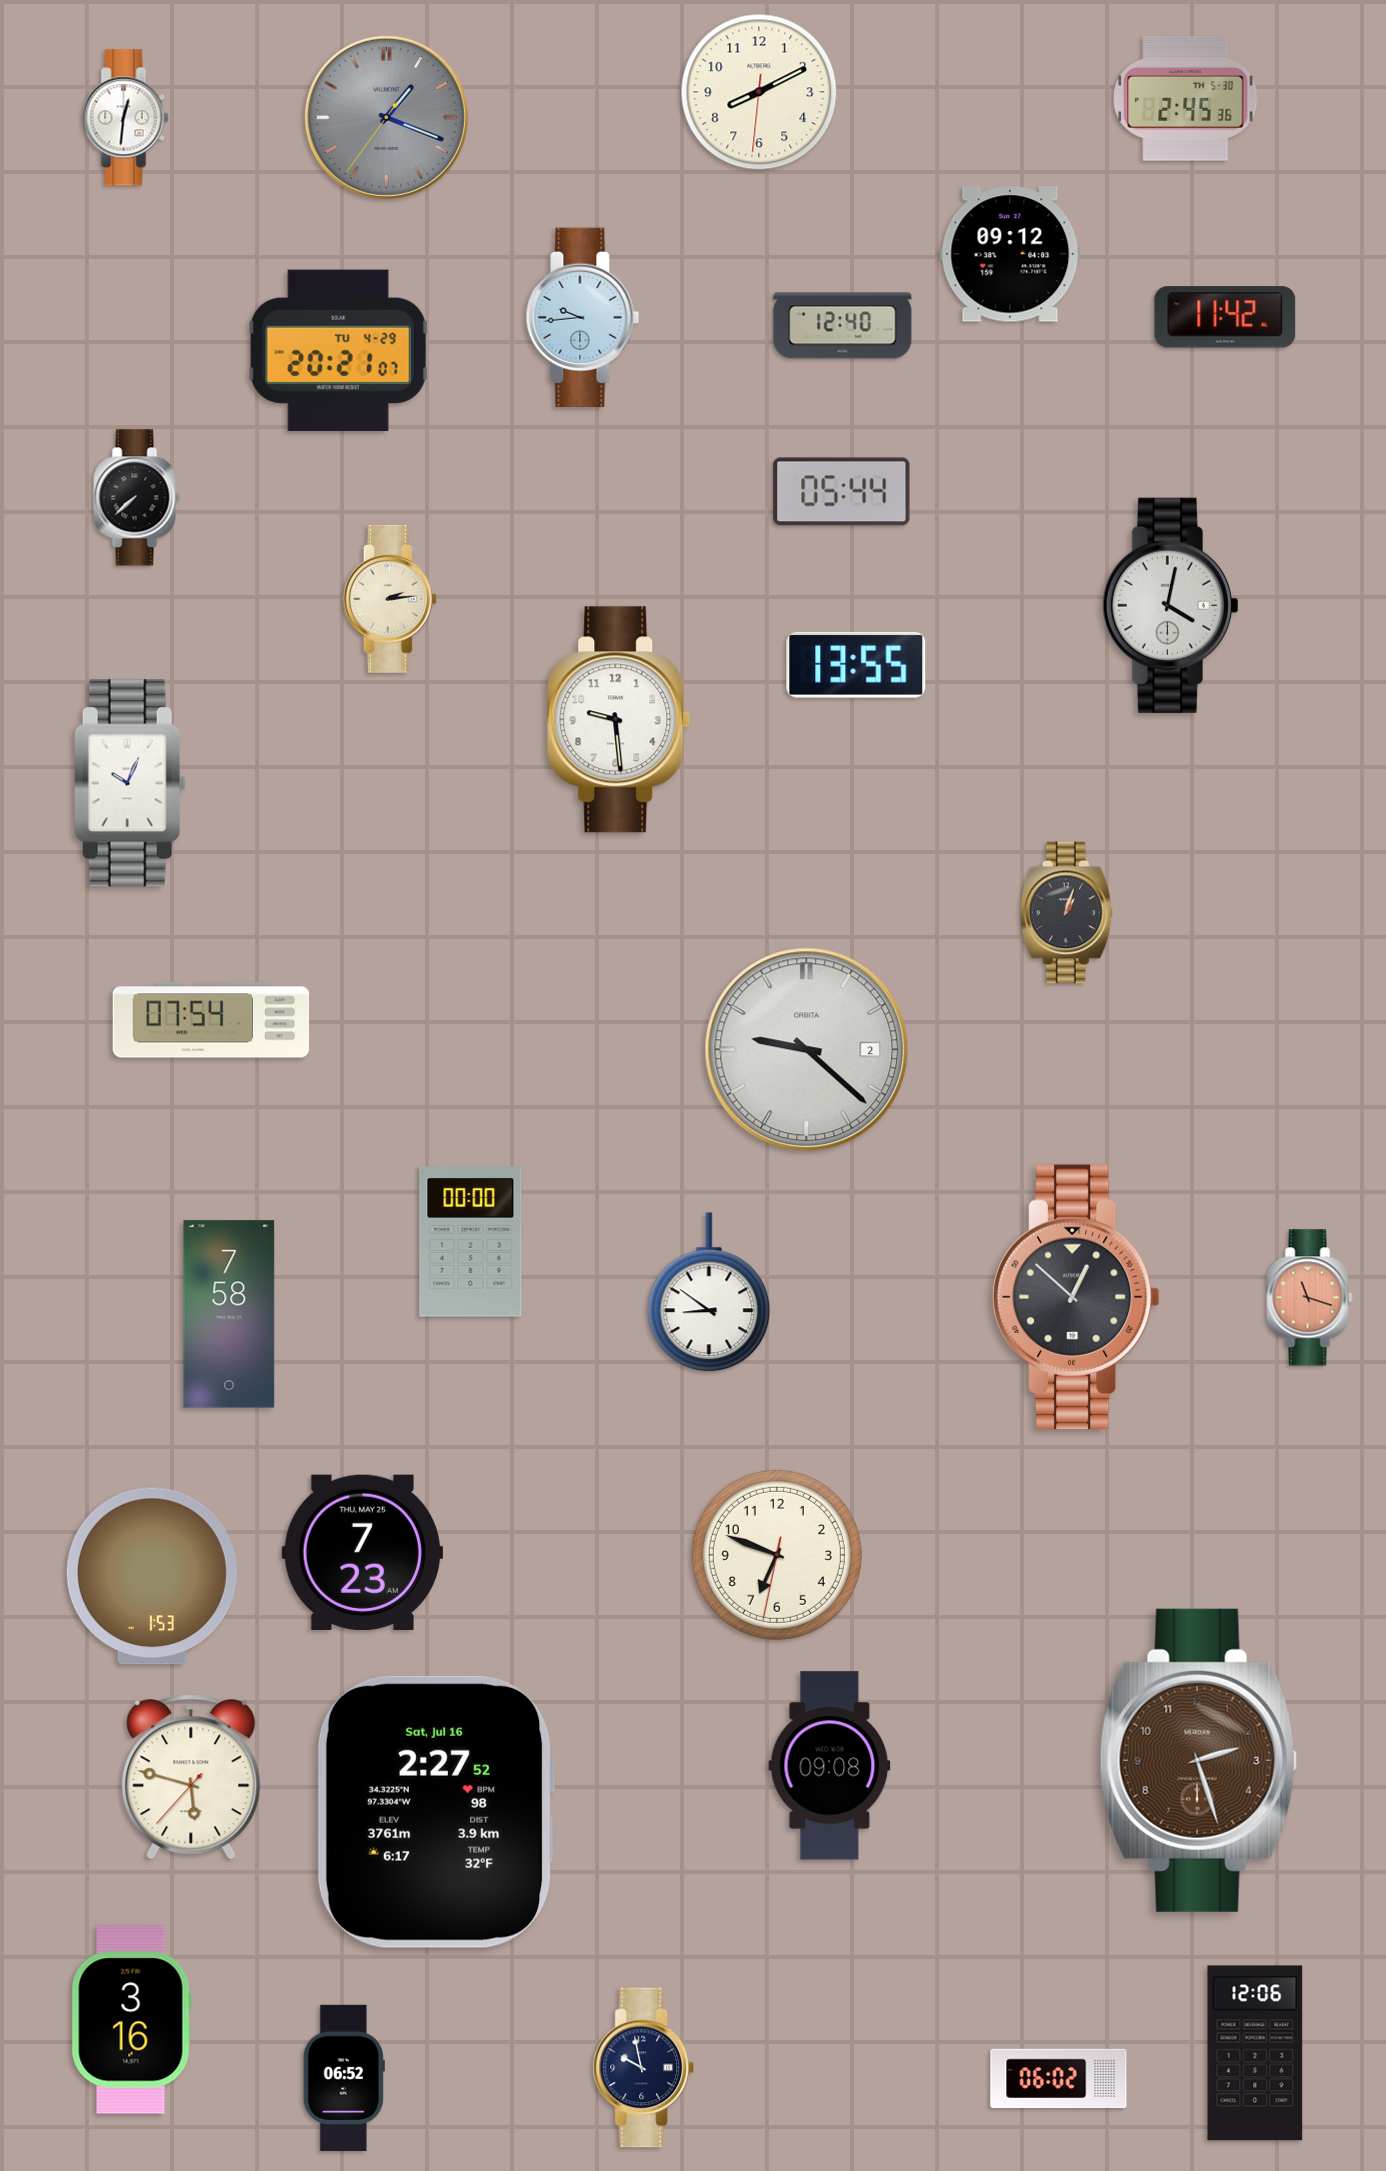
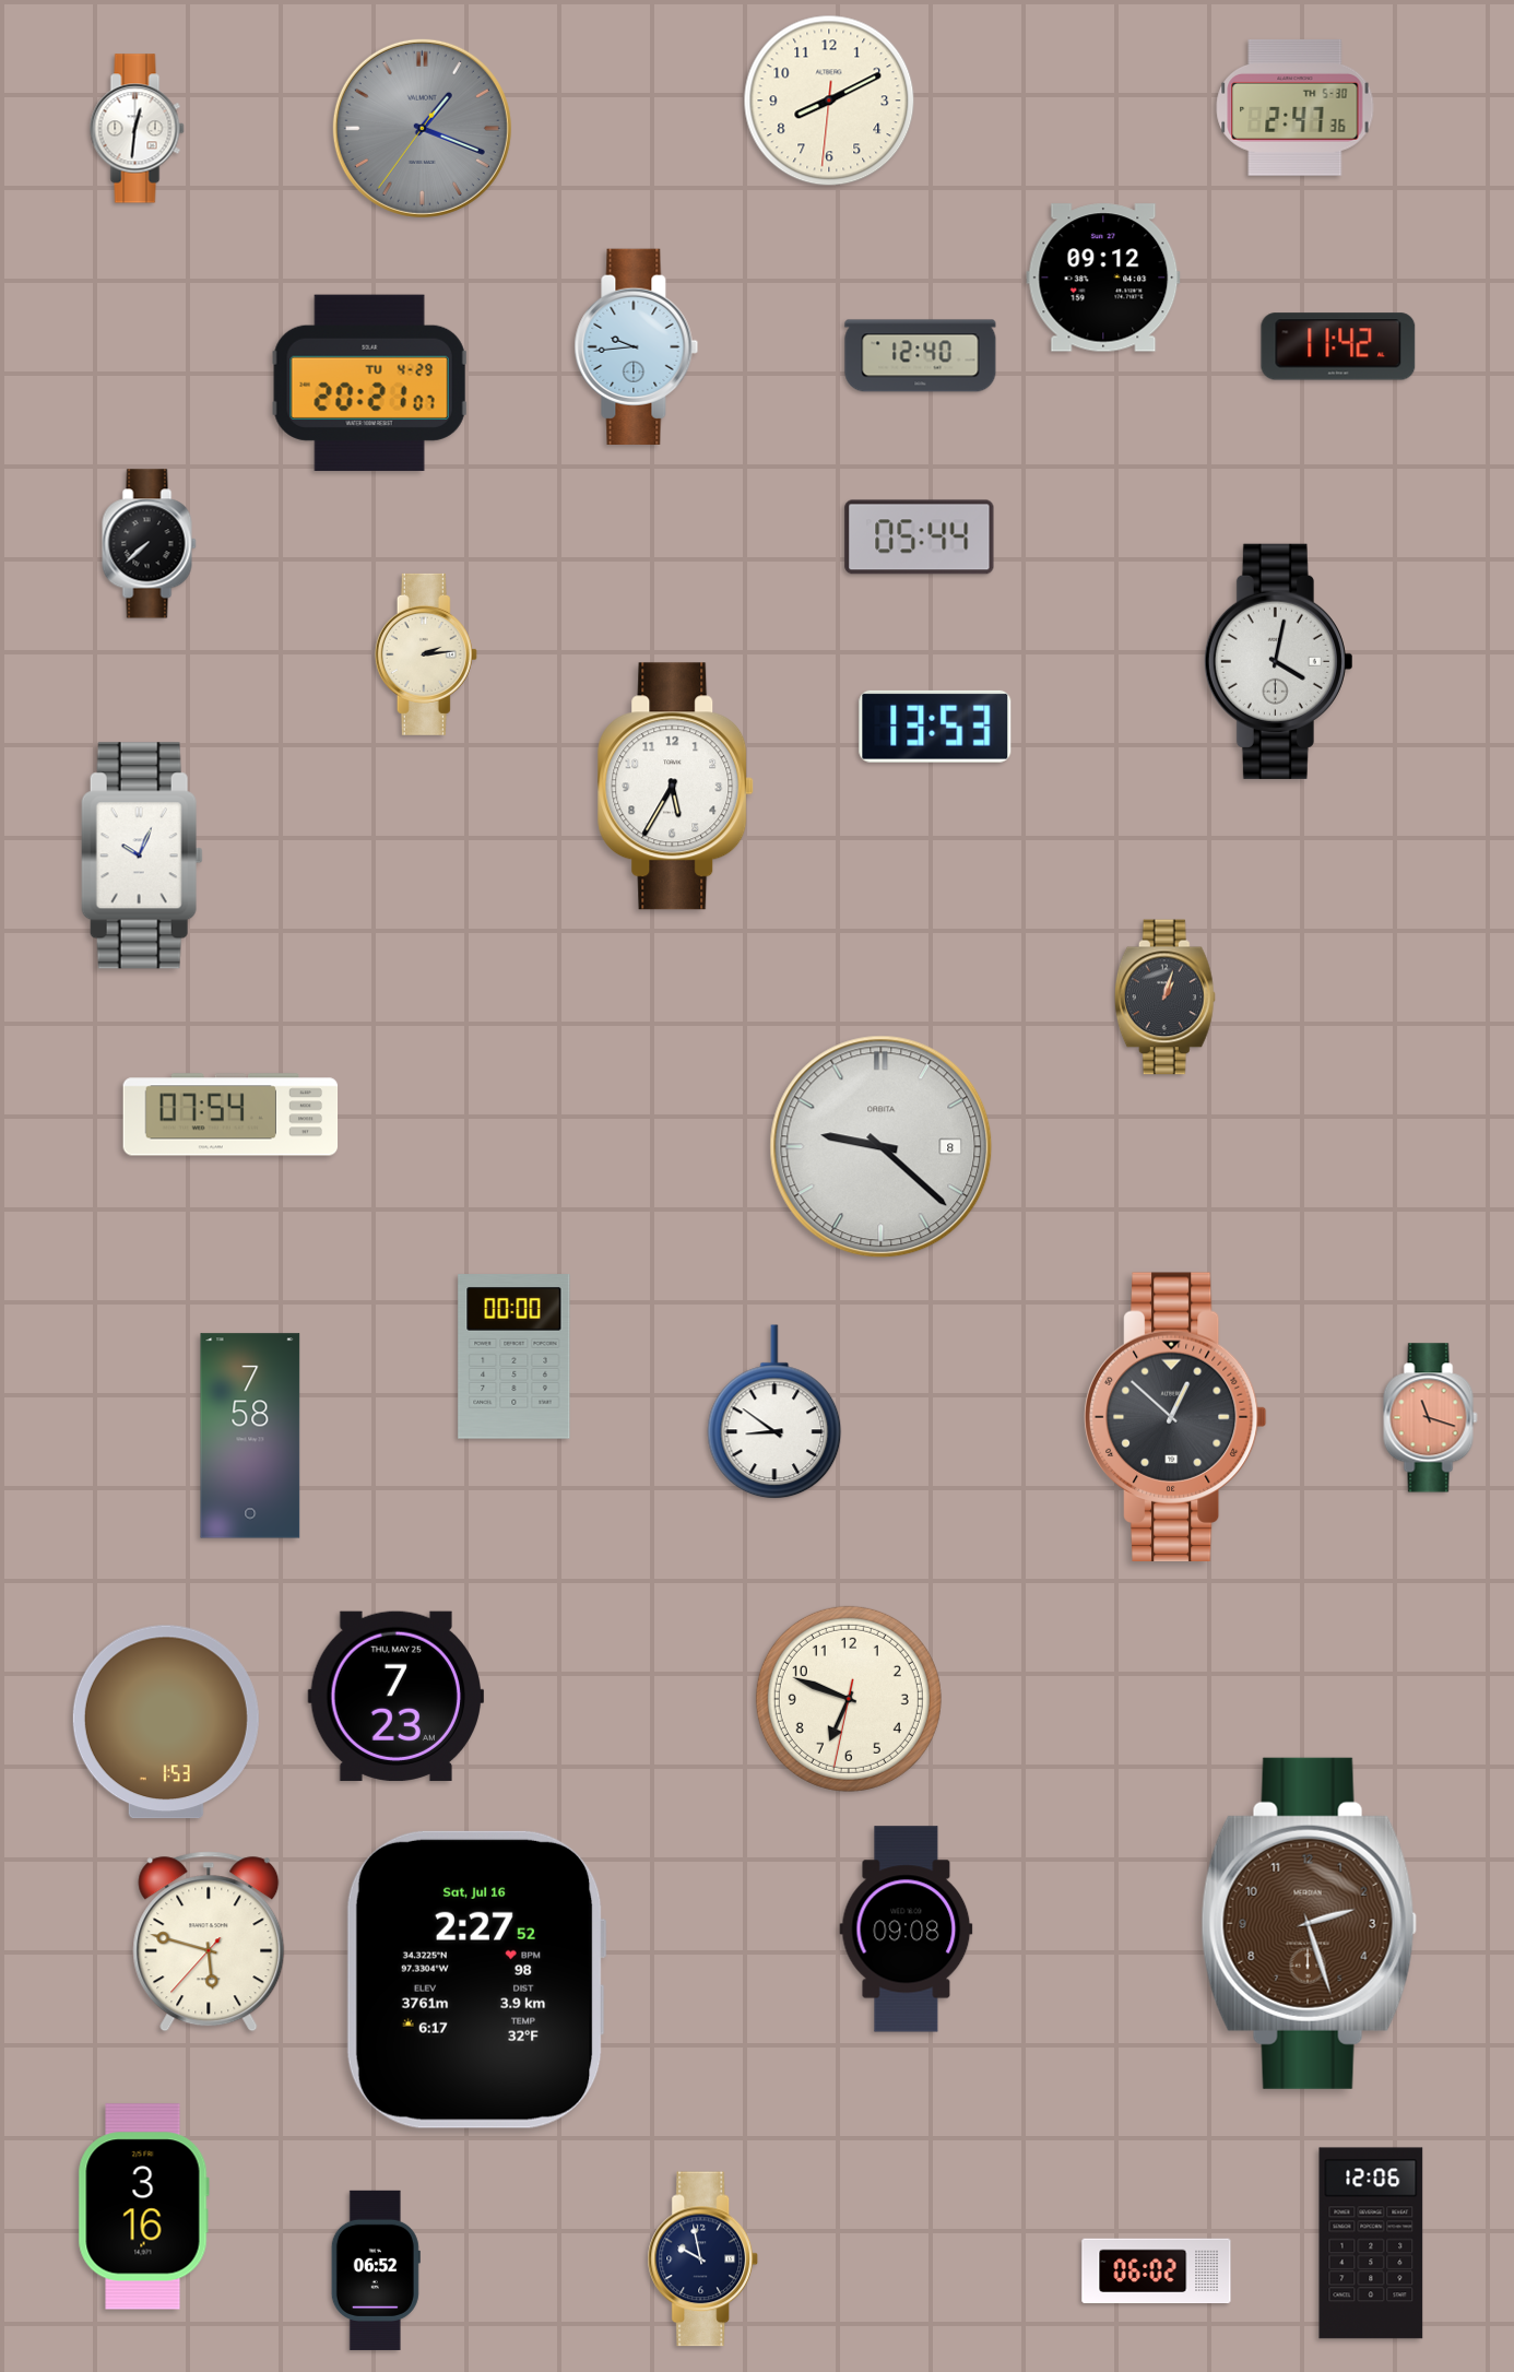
clock at (1186, 98): 2:45 -> 2:47
clock at (856, 665): 13:55 -> 13:53
clock at (619, 720): 9:29 -> 5:35
clock at (807, 1050) date: 2 -> 8
